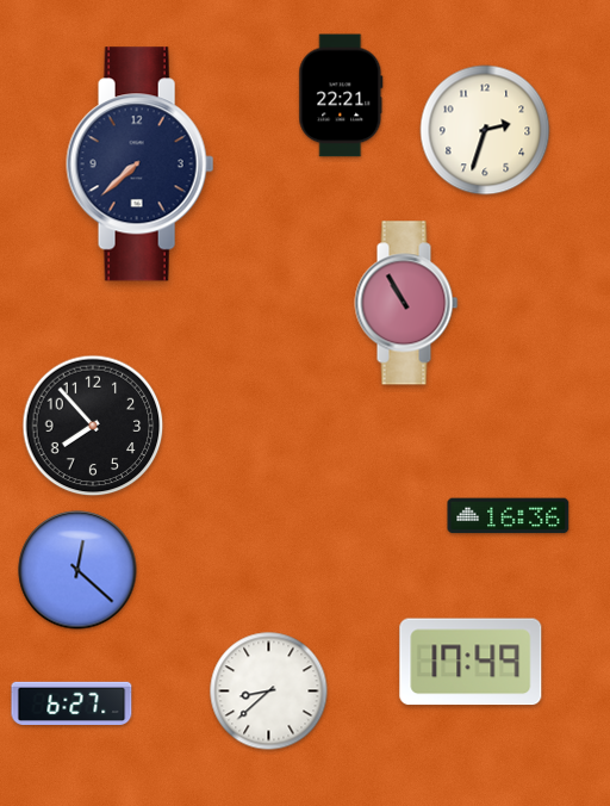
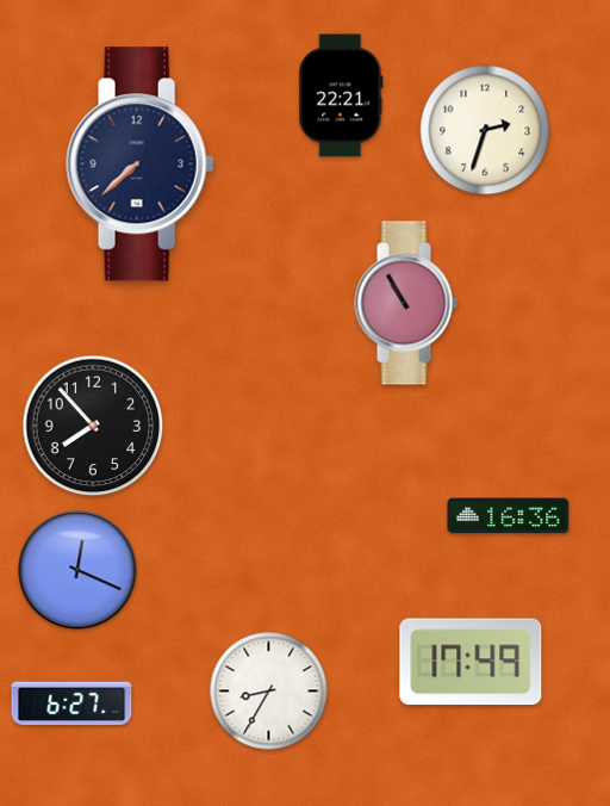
clock at (77, 570): 12:22 -> 12:19
clock at (269, 692): 8:38 -> 8:35
